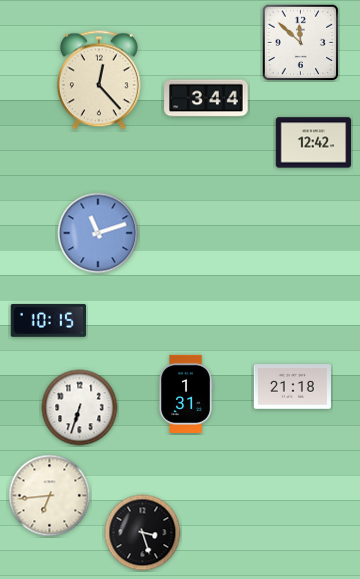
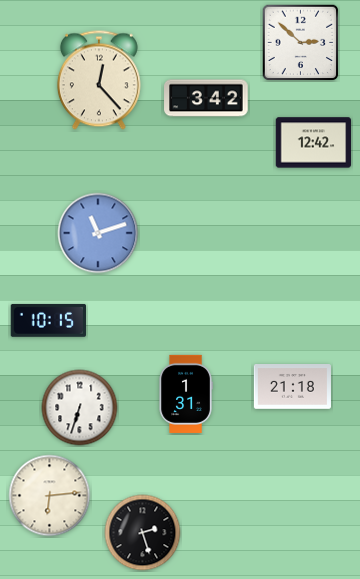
clock at (301, 43): 11:52 -> 2:52
clock at (206, 98): 3:44 -> 3:42
clock at (50, 496): 6:44 -> 6:14
clock at (143, 533): 3:27 -> 2:27
